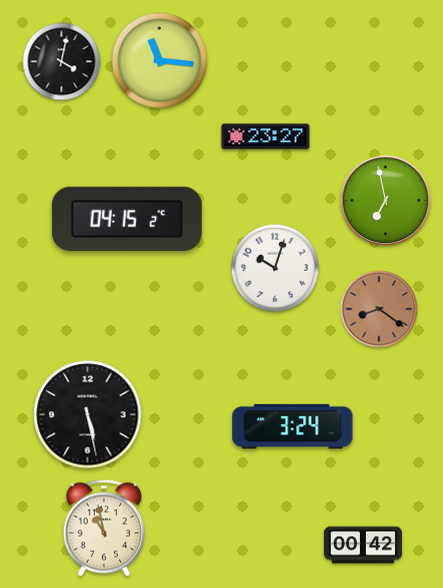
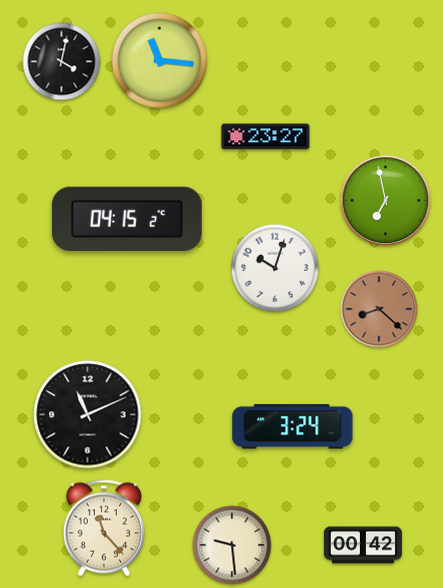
clock at (379, 309): 8:21 -> 8:22
clock at (88, 415): 5:28 -> 11:11
clock at (104, 528): 10:58 -> 11:23
clock at (232, 545): none -> 9:29
